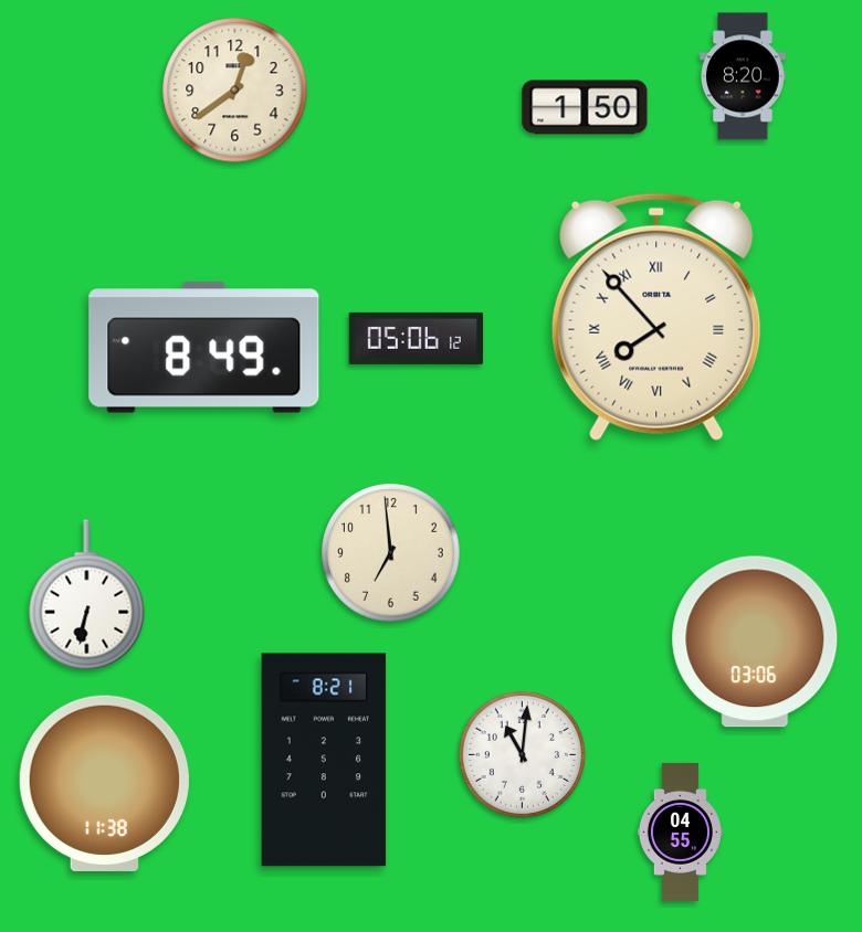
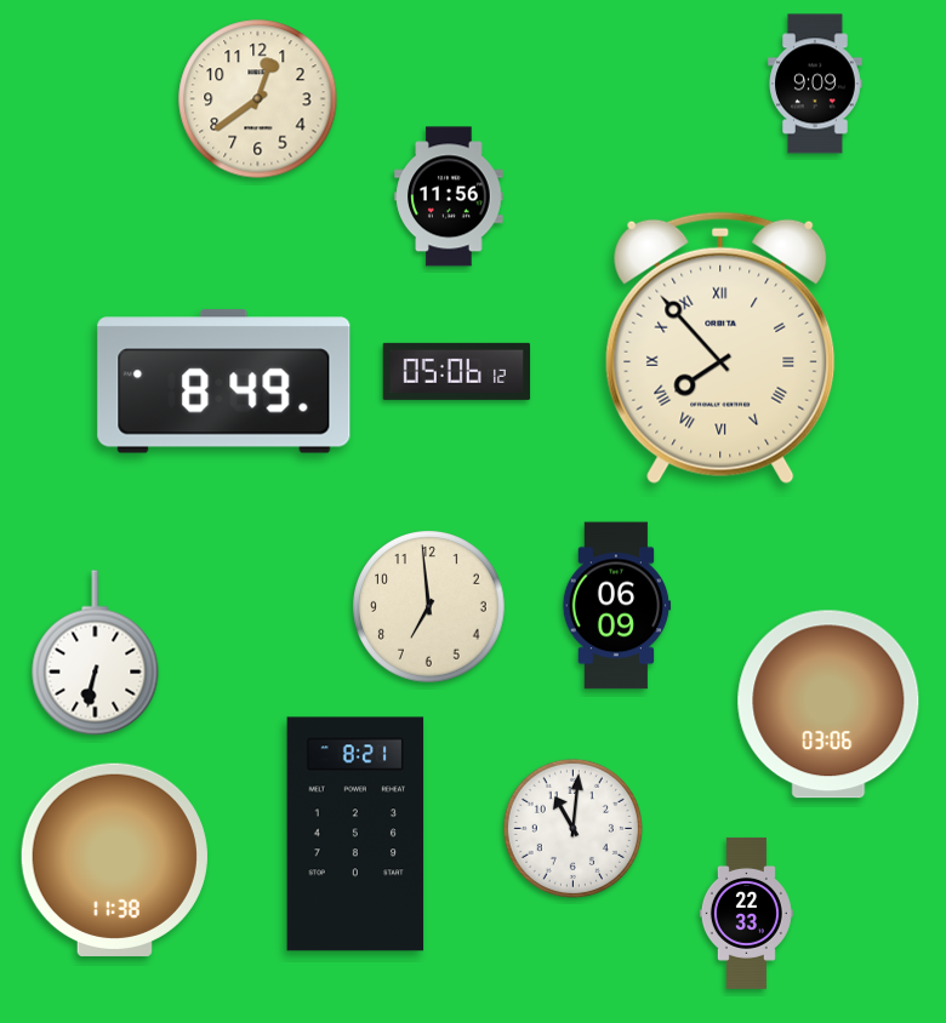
clock at (743, 76): 8:20 -> 9:09
clock at (585, 107): 1:50 -> none
clock at (449, 196): none -> 11:56
clock at (617, 606): none -> 06:09
clock at (680, 832): 04:55 -> 22:33
